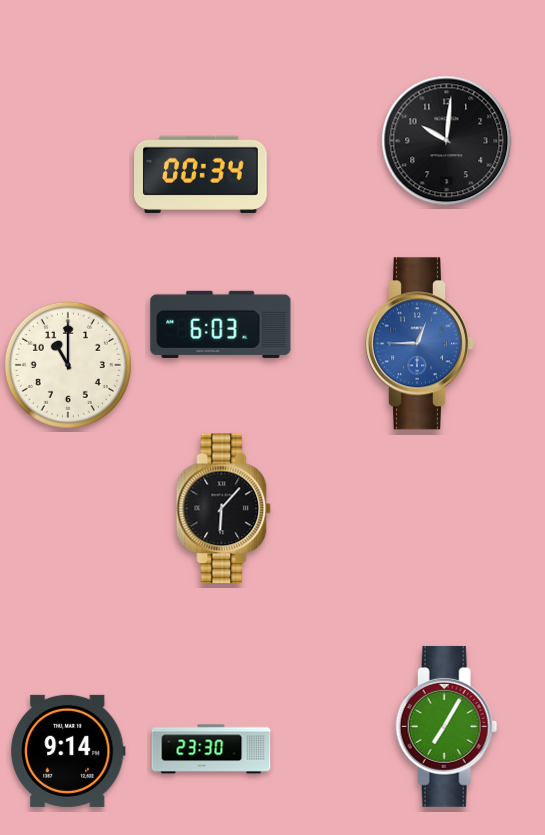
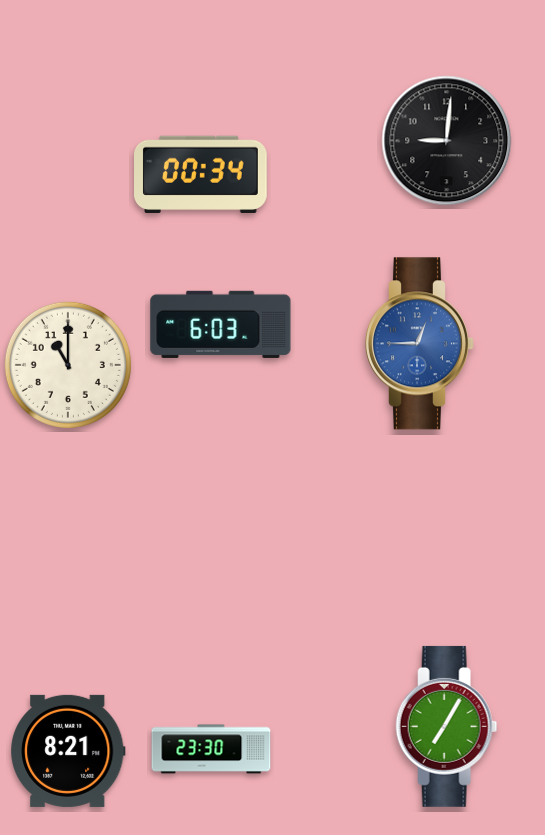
clock at (447, 141): 10:01 -> 9:01
clock at (224, 509): 6:07 -> none
clock at (68, 751): 9:14 -> 8:21
